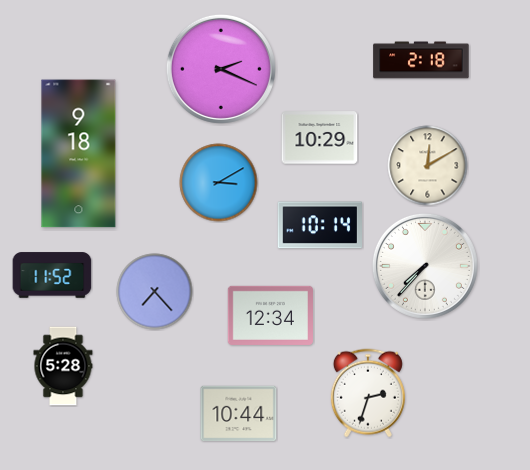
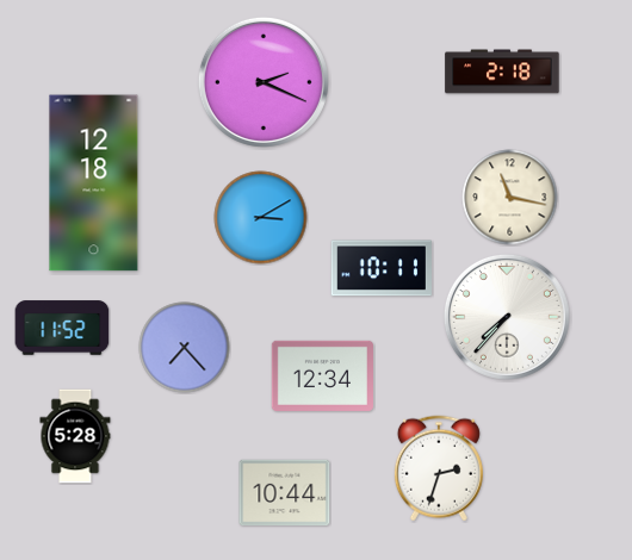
clock at (320, 138): 10:29 -> none
clock at (79, 154): 9:18 -> 12:18
clock at (428, 166): 12:10 -> 11:17
clock at (320, 225): 10:14 -> 10:11
